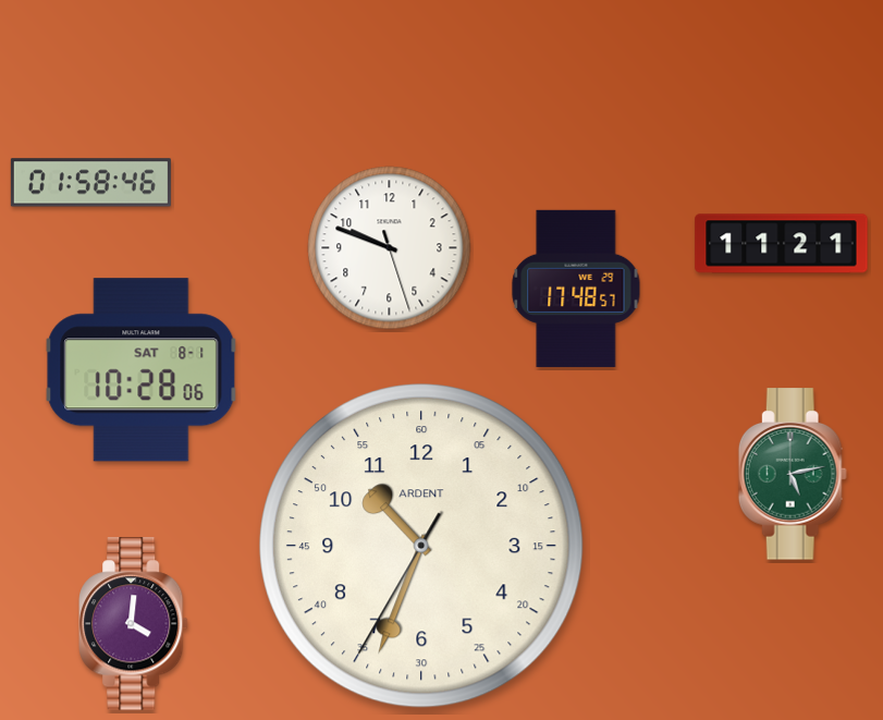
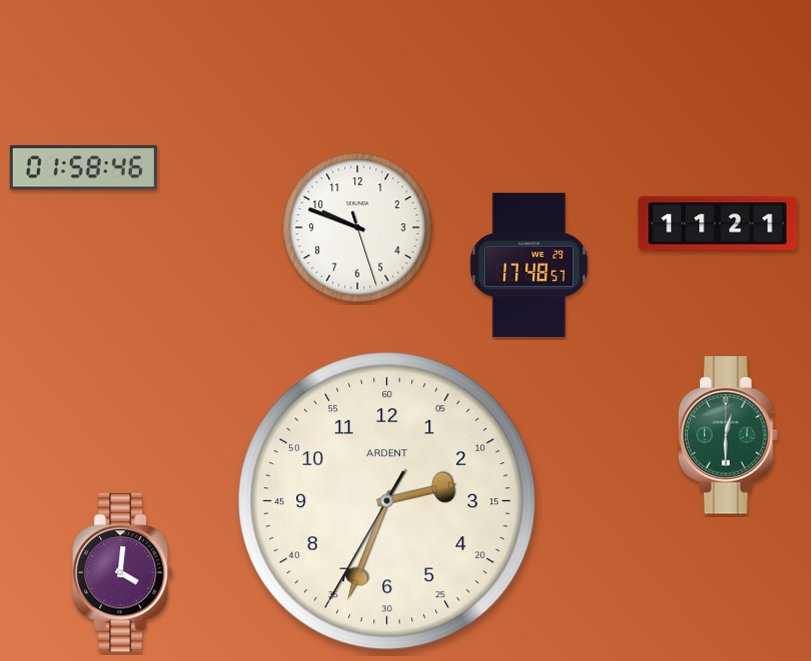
clock at (142, 370): 10:28 -> none
clock at (793, 474): 5:13 -> 12:30
clock at (422, 547): 10:33 -> 2:33
